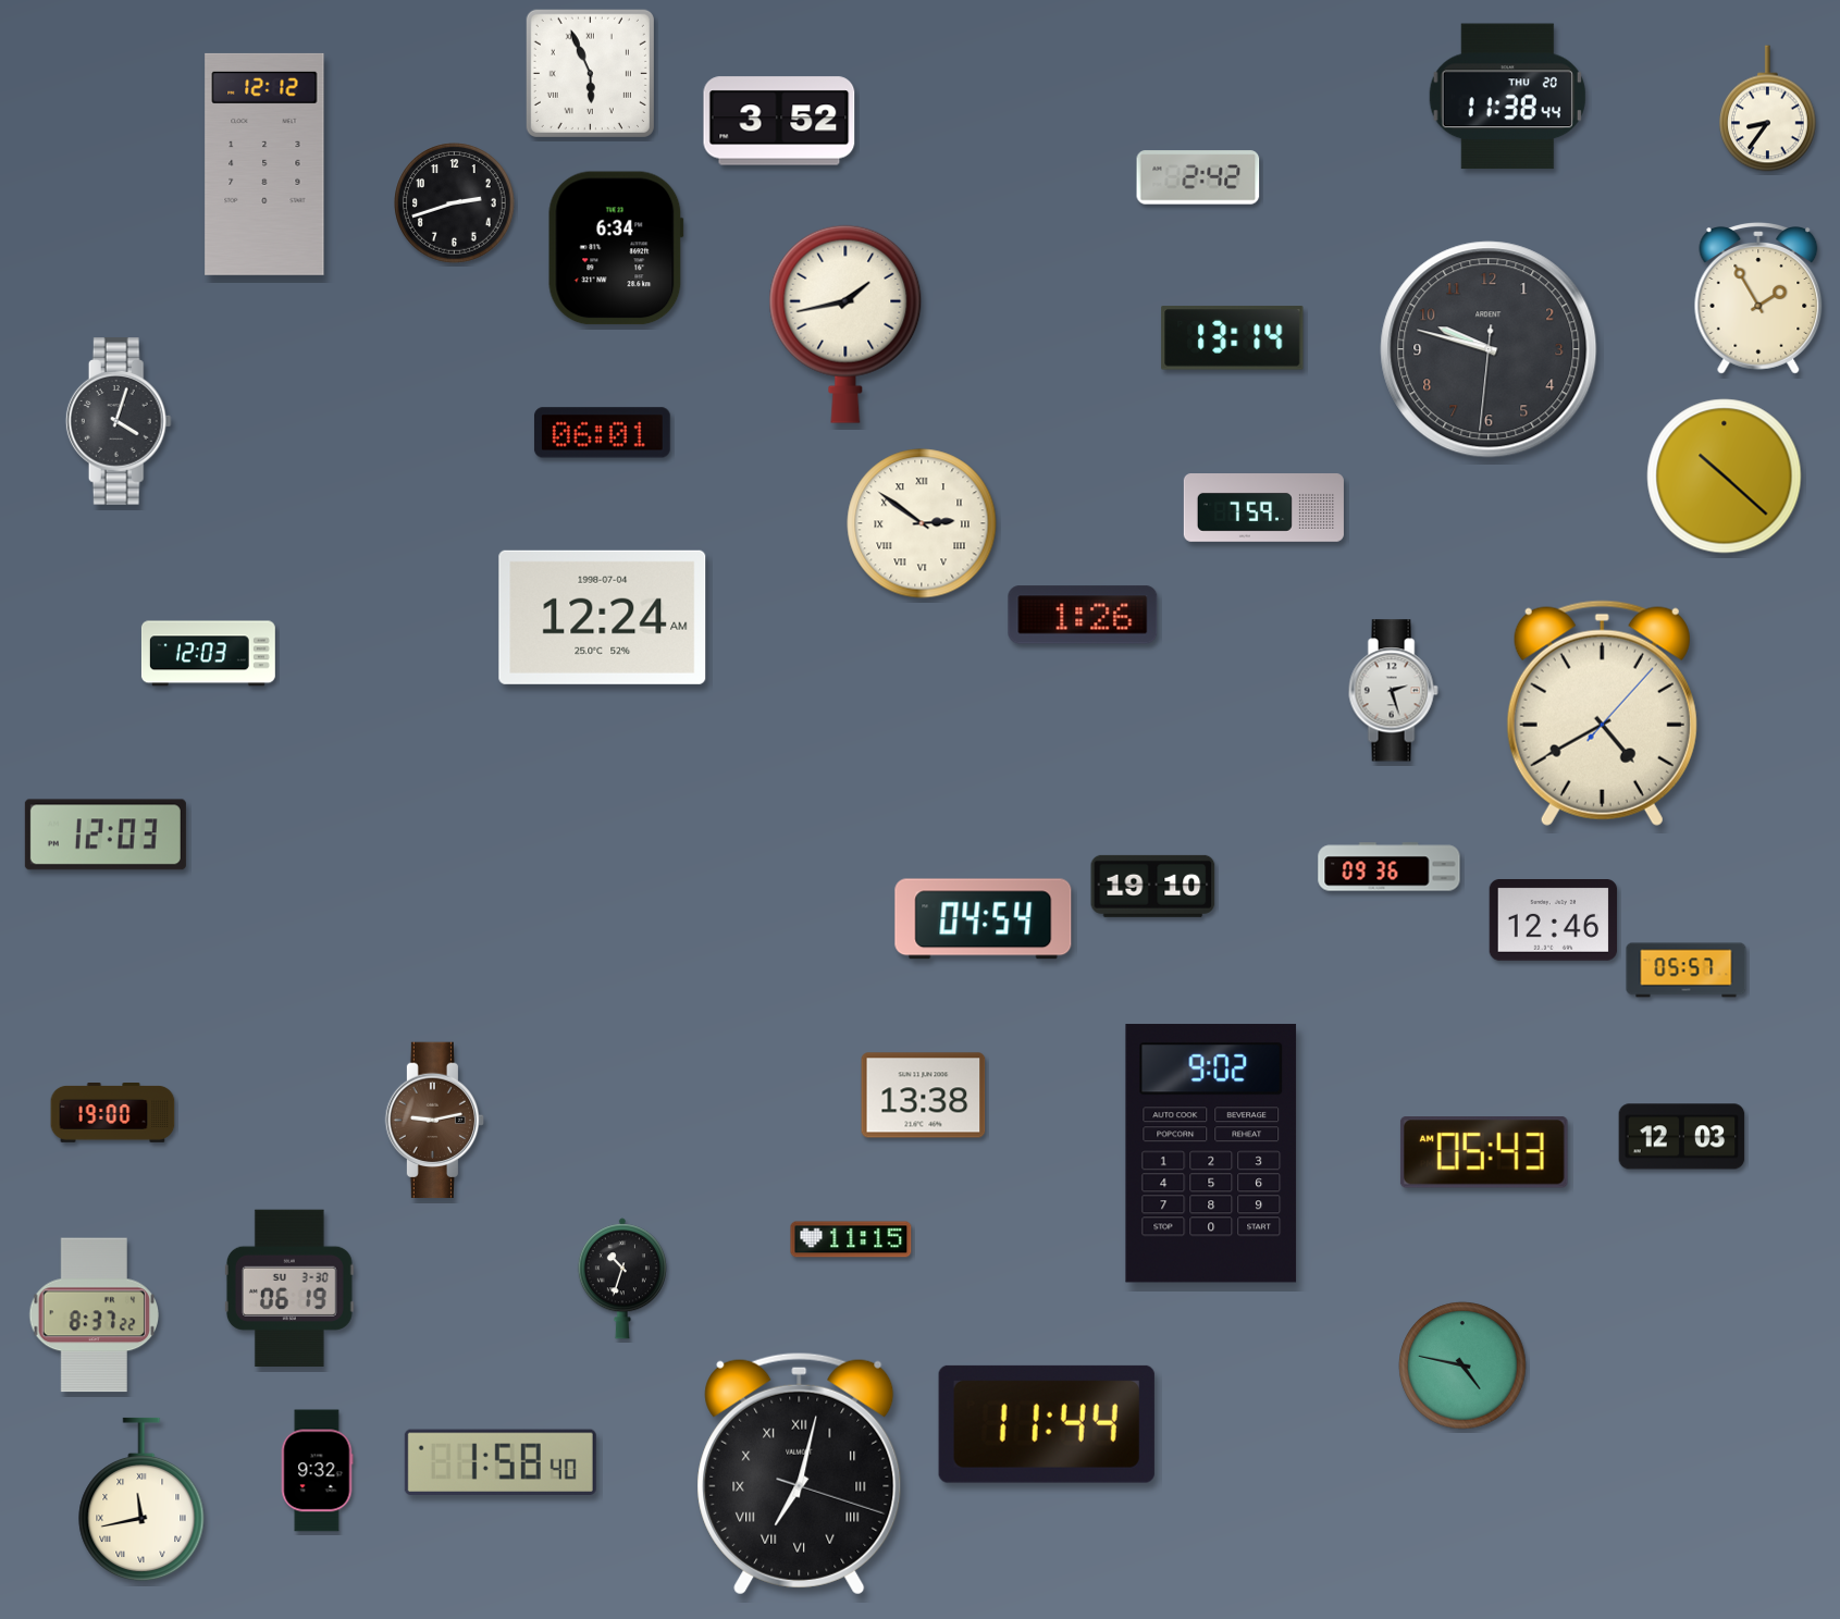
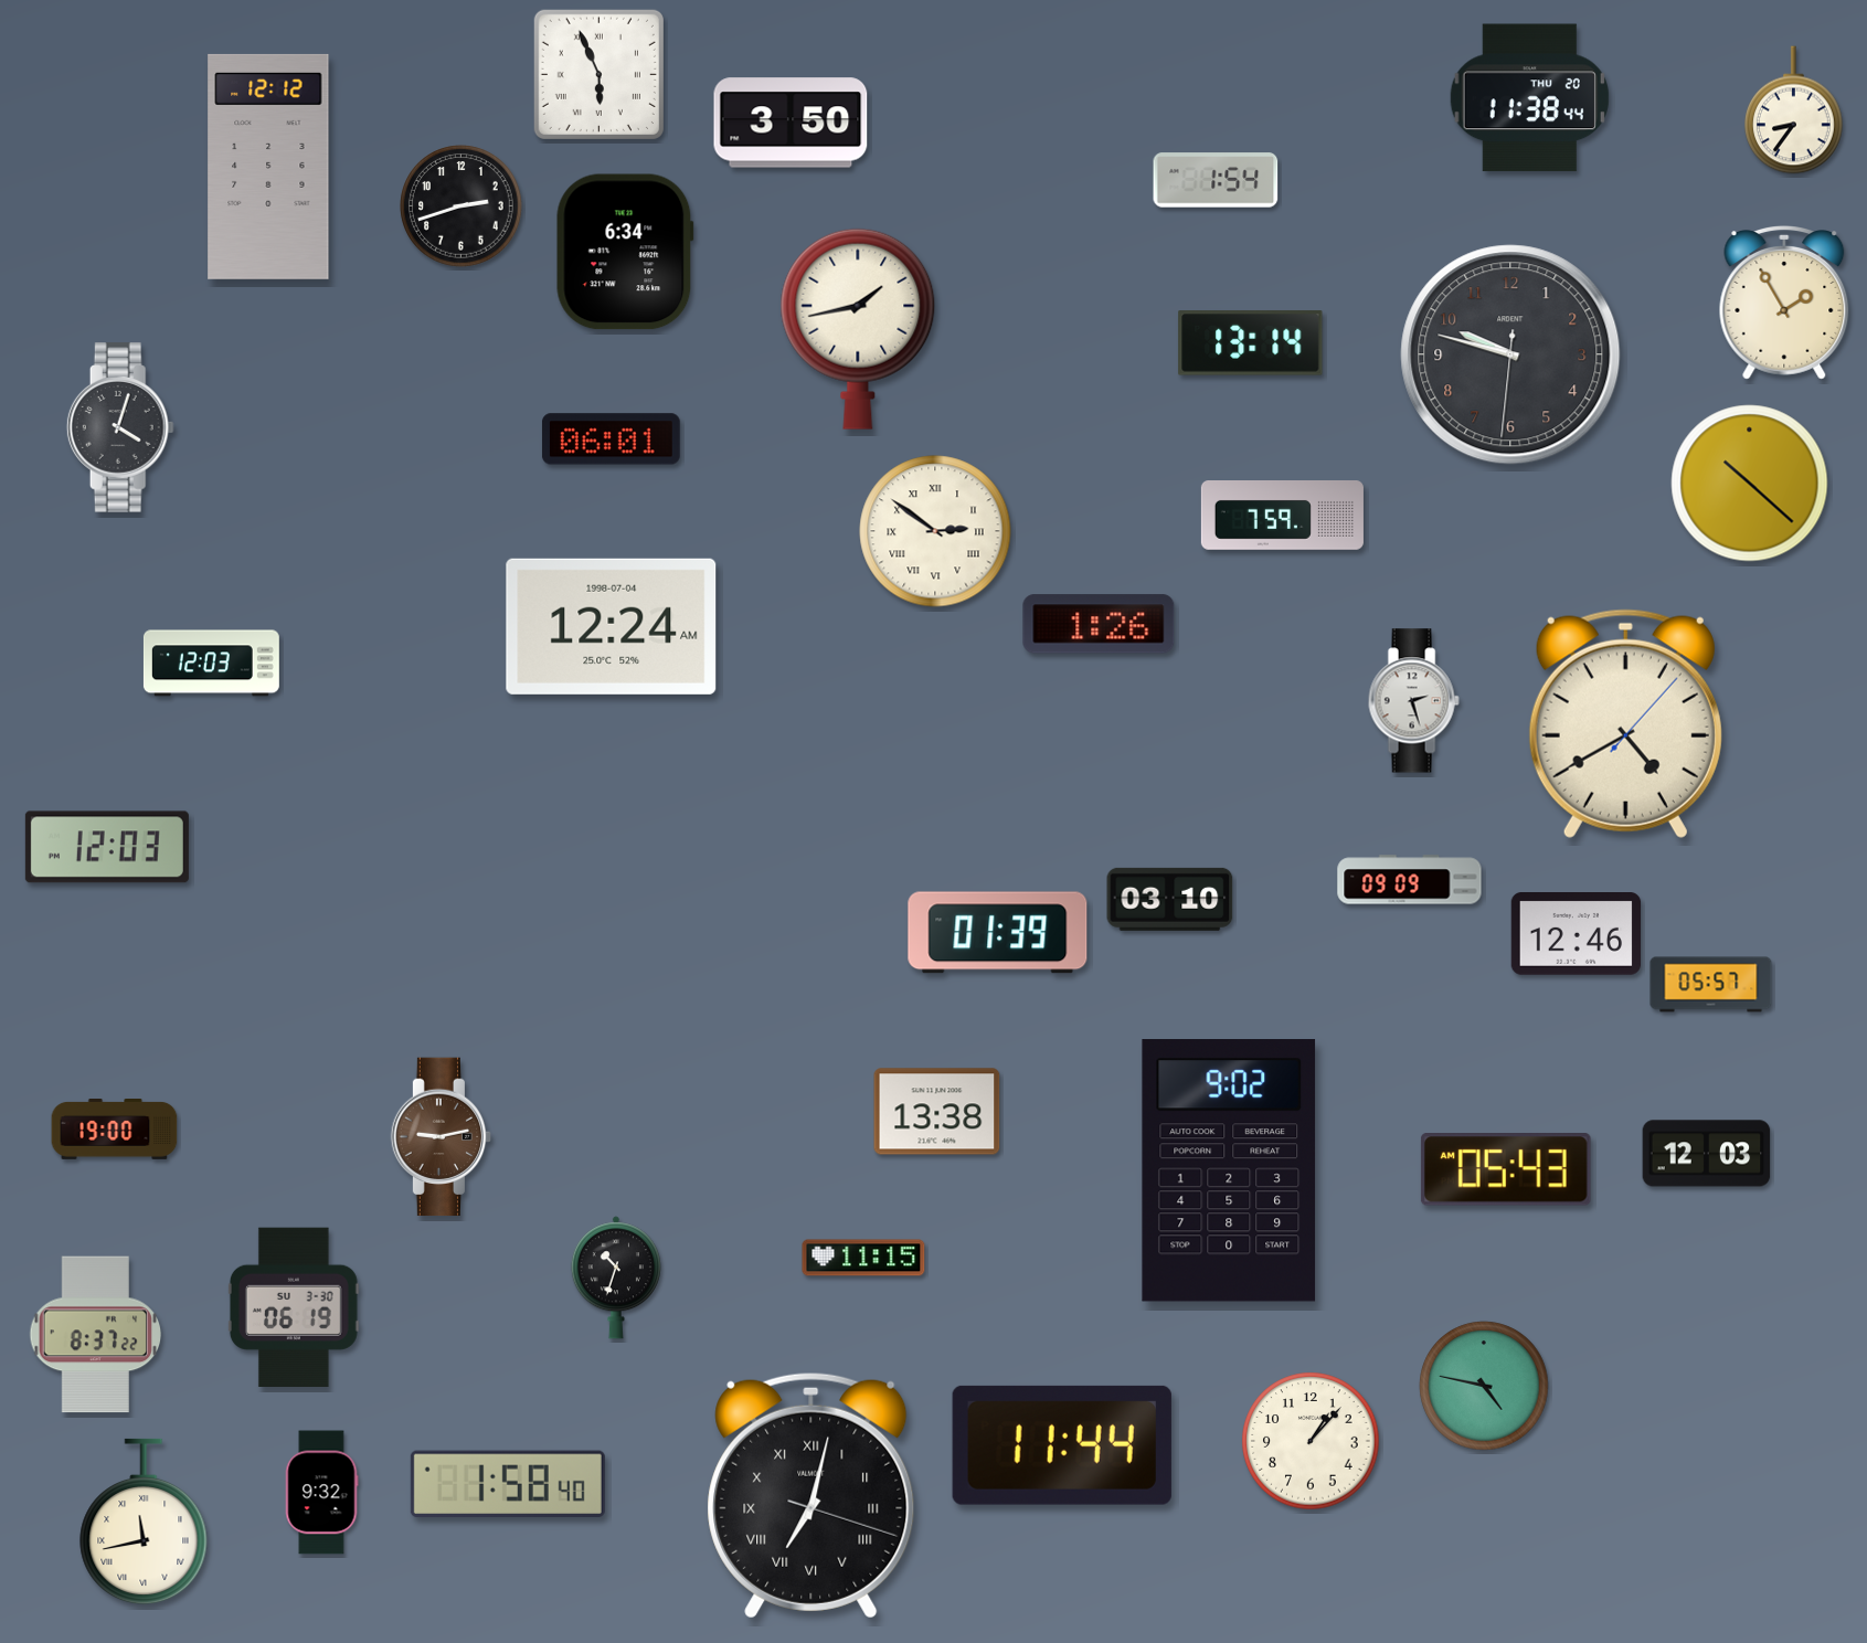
clock at (779, 121): 3:52 -> 3:50
clock at (1198, 177): 2:42 -> 1:54
clock at (1390, 867): 09:36 -> 09:09
clock at (1153, 886): 19:10 -> 03:10
clock at (984, 919): 04:54 -> 01:39
clock at (622, 1278) position: (622, 1278) -> (616, 1278)
clock at (1311, 1441): none -> 1:07
